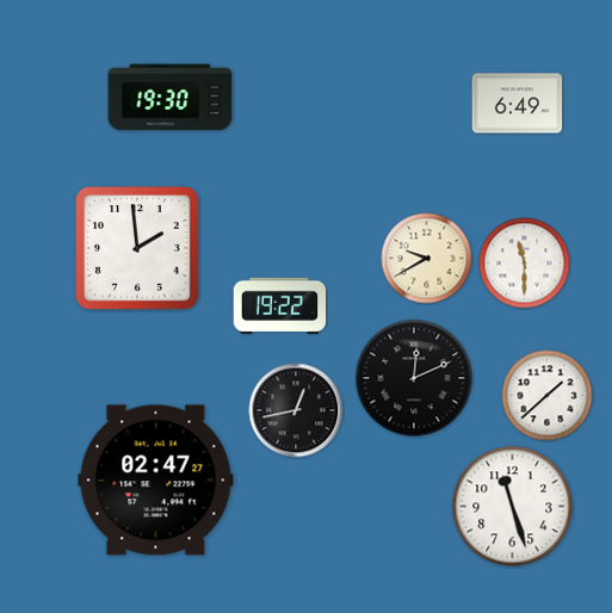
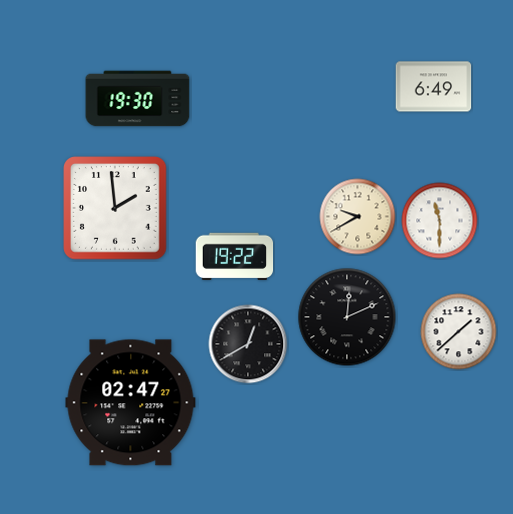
clock at (171, 98) position: (171, 98) -> (138, 99)
clock at (296, 410): 12:43 -> 12:40
clock at (513, 507): 11:27 -> none
